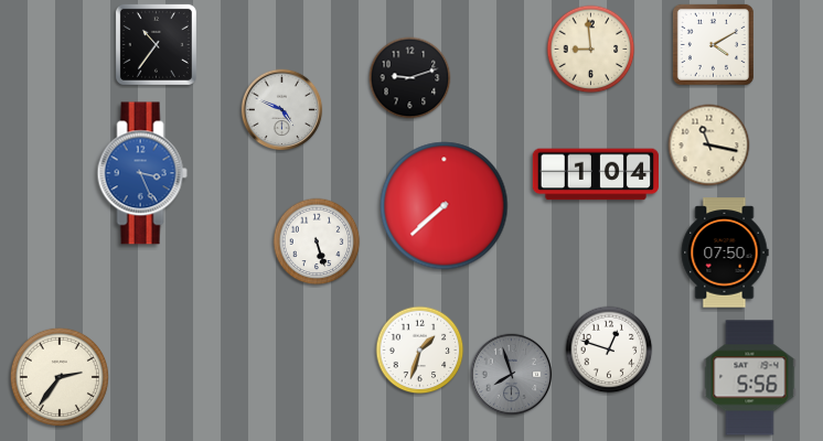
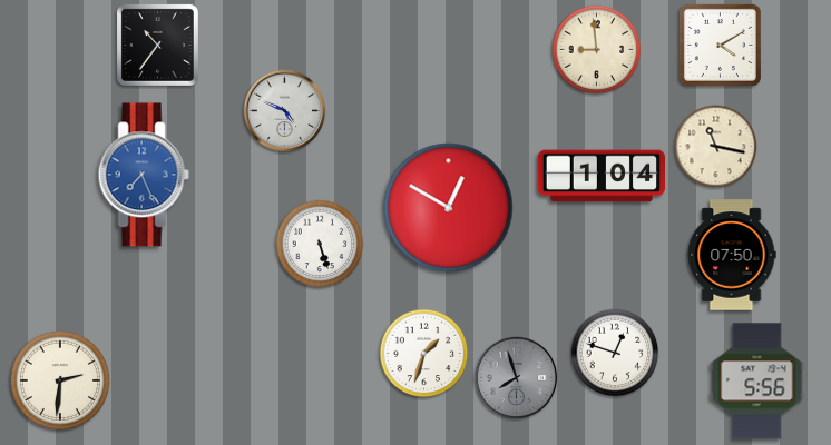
clock at (410, 78): 9:12 -> none
clock at (142, 173): 3:26 -> 7:26
clock at (445, 206): 7:38 -> 12:50
clock at (60, 377): 2:36 -> 2:31
